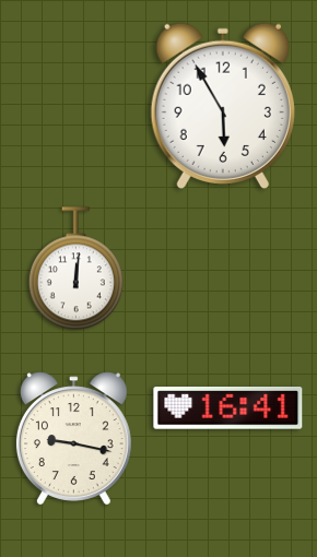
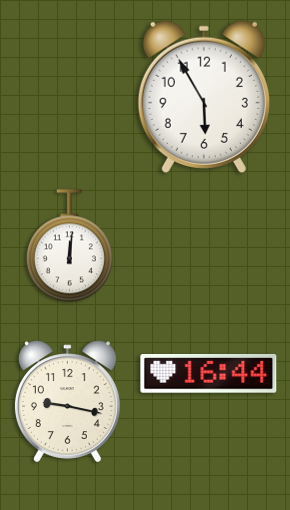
clock at (228, 408): 16:41 -> 16:44
